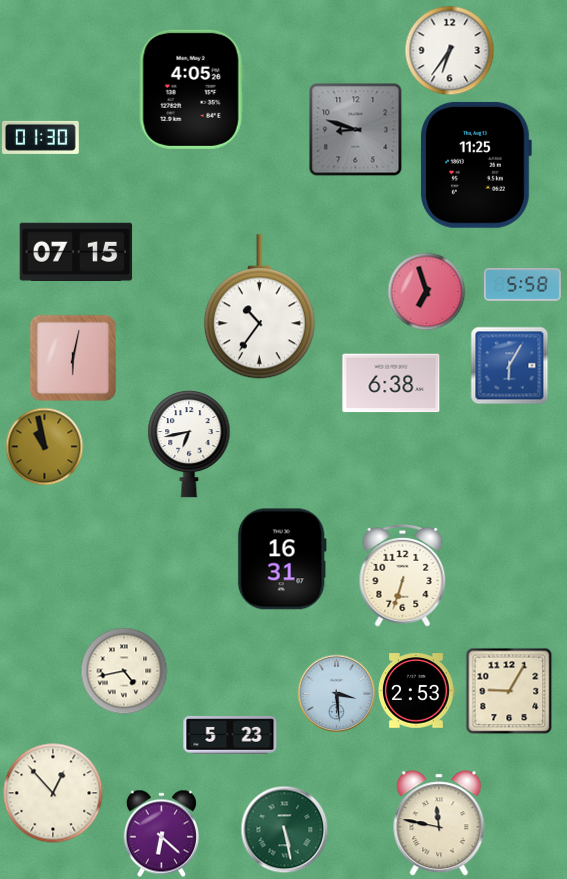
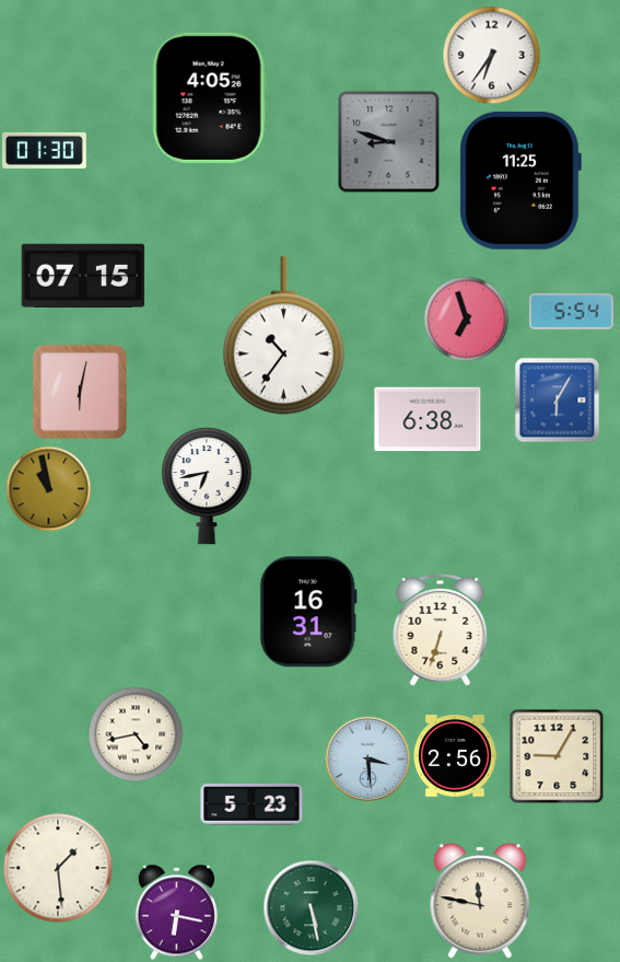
clock at (523, 285): 5:58 -> 5:54
clock at (416, 691): 2:53 -> 2:56
clock at (53, 793): 12:53 -> 1:29
clock at (161, 833): 6:22 -> 6:17
